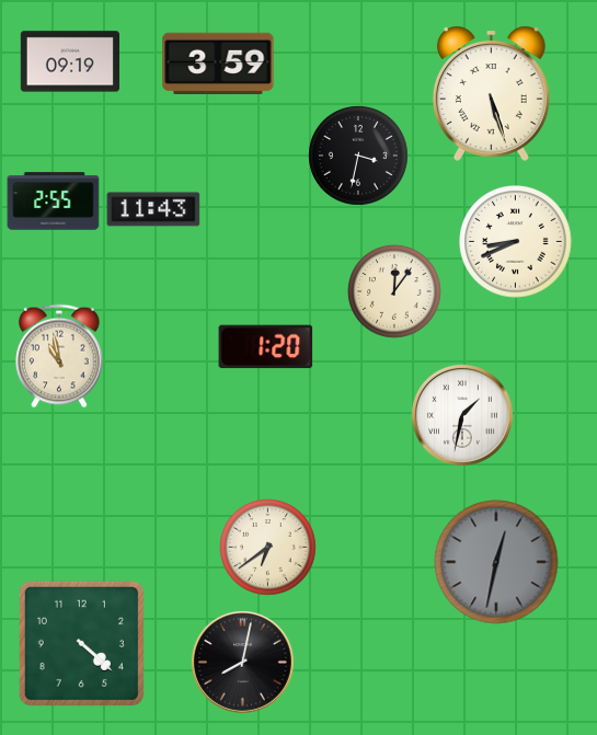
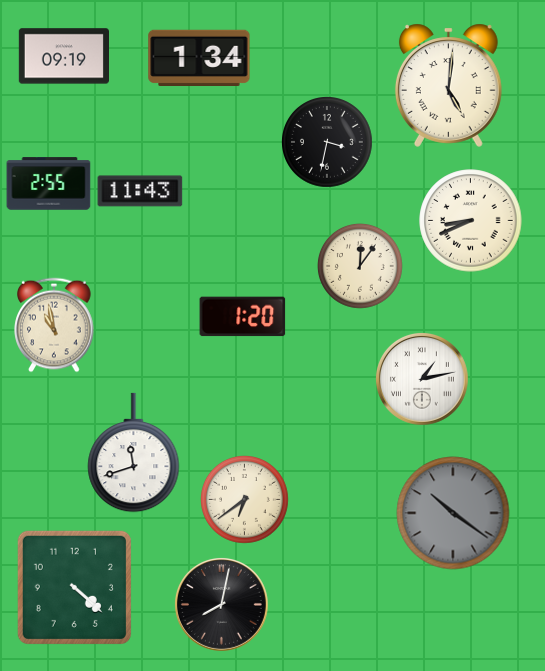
clock at (218, 64): 3:59 -> 1:34
clock at (491, 93): 5:27 -> 5:01
clock at (462, 415): 1:32 -> 1:13
clock at (134, 453): none -> 11:42
clock at (496, 562): 12:32 -> 10:21
